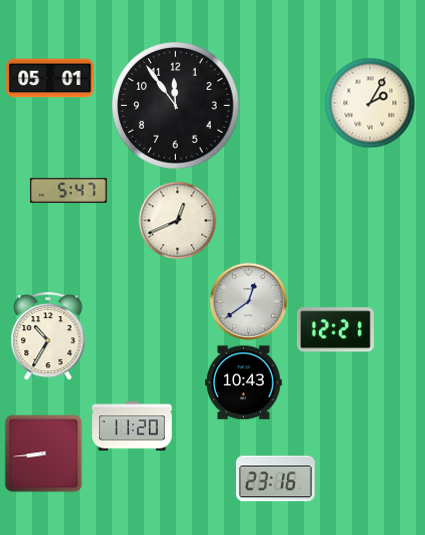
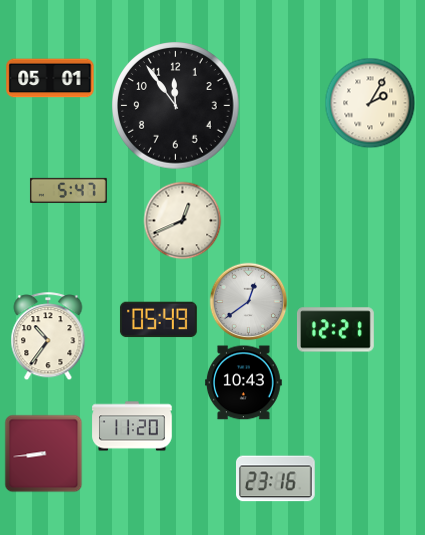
clock at (177, 220) position: (177, 220) -> (182, 220)
clock at (158, 320): none -> 05:49
clock at (48, 336): 10:35 -> 10:36
